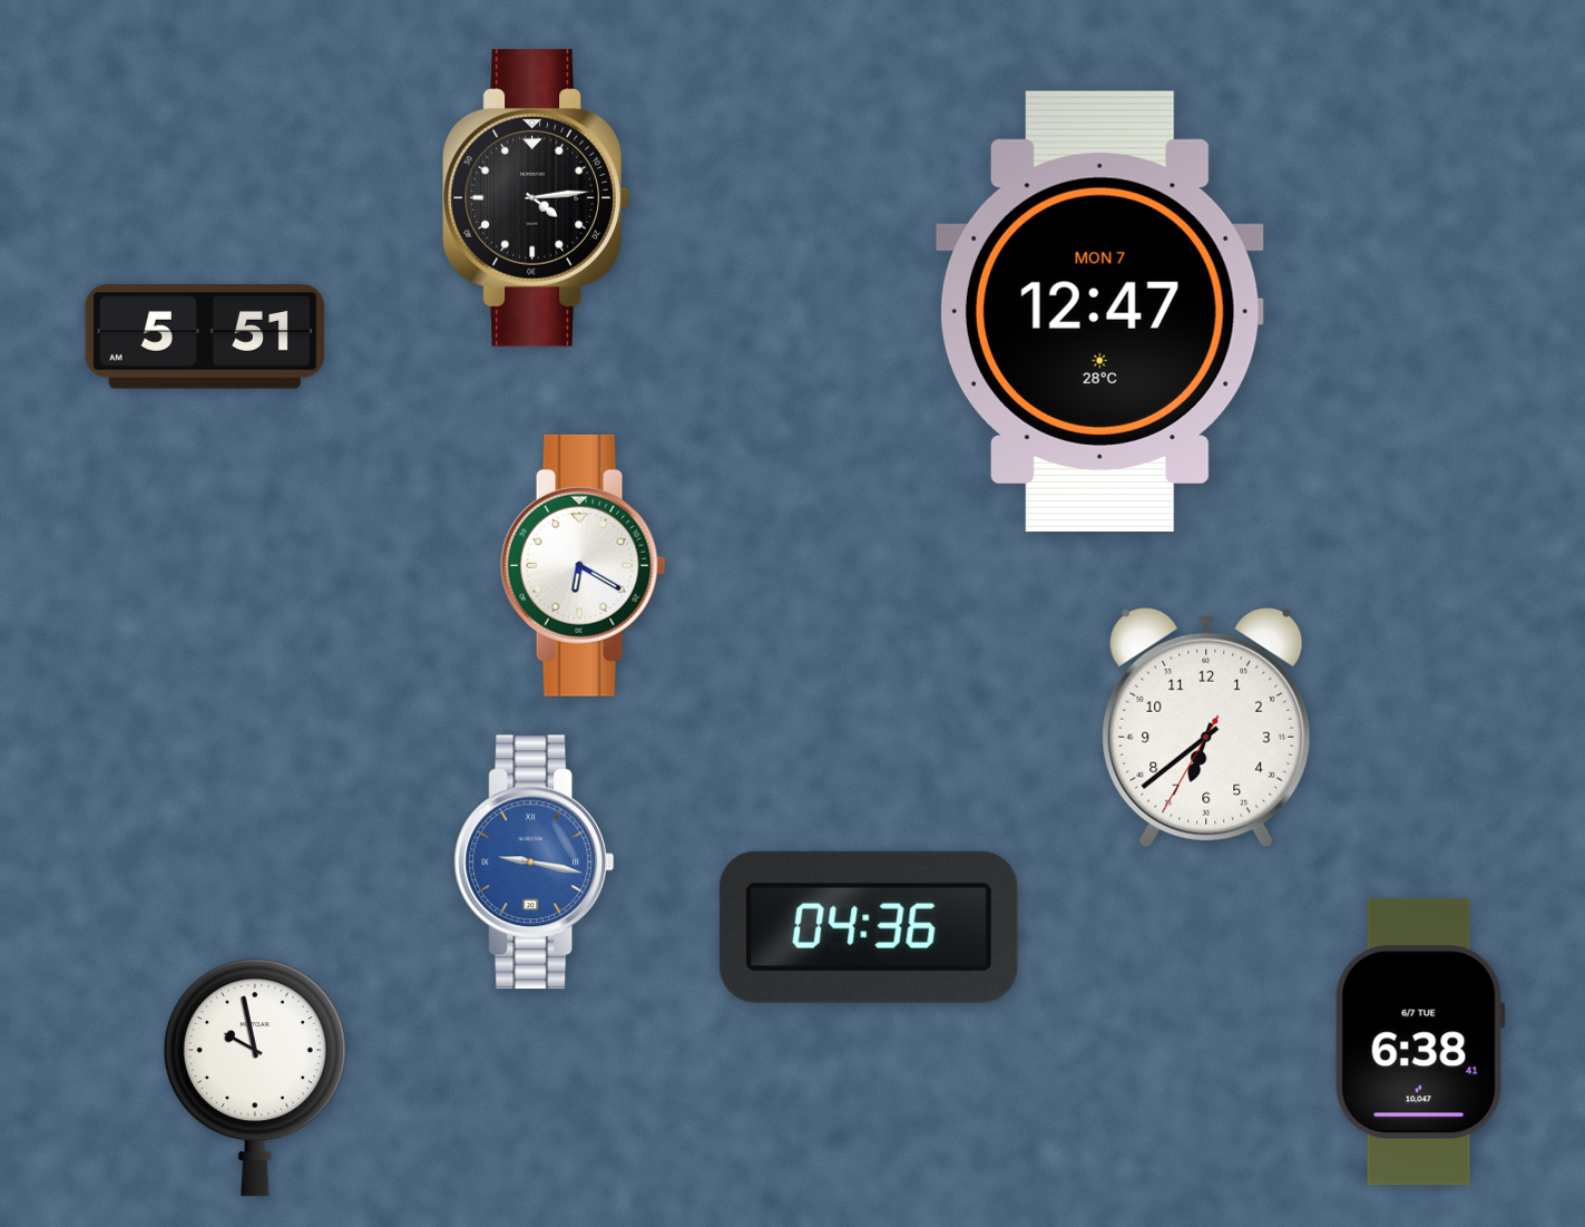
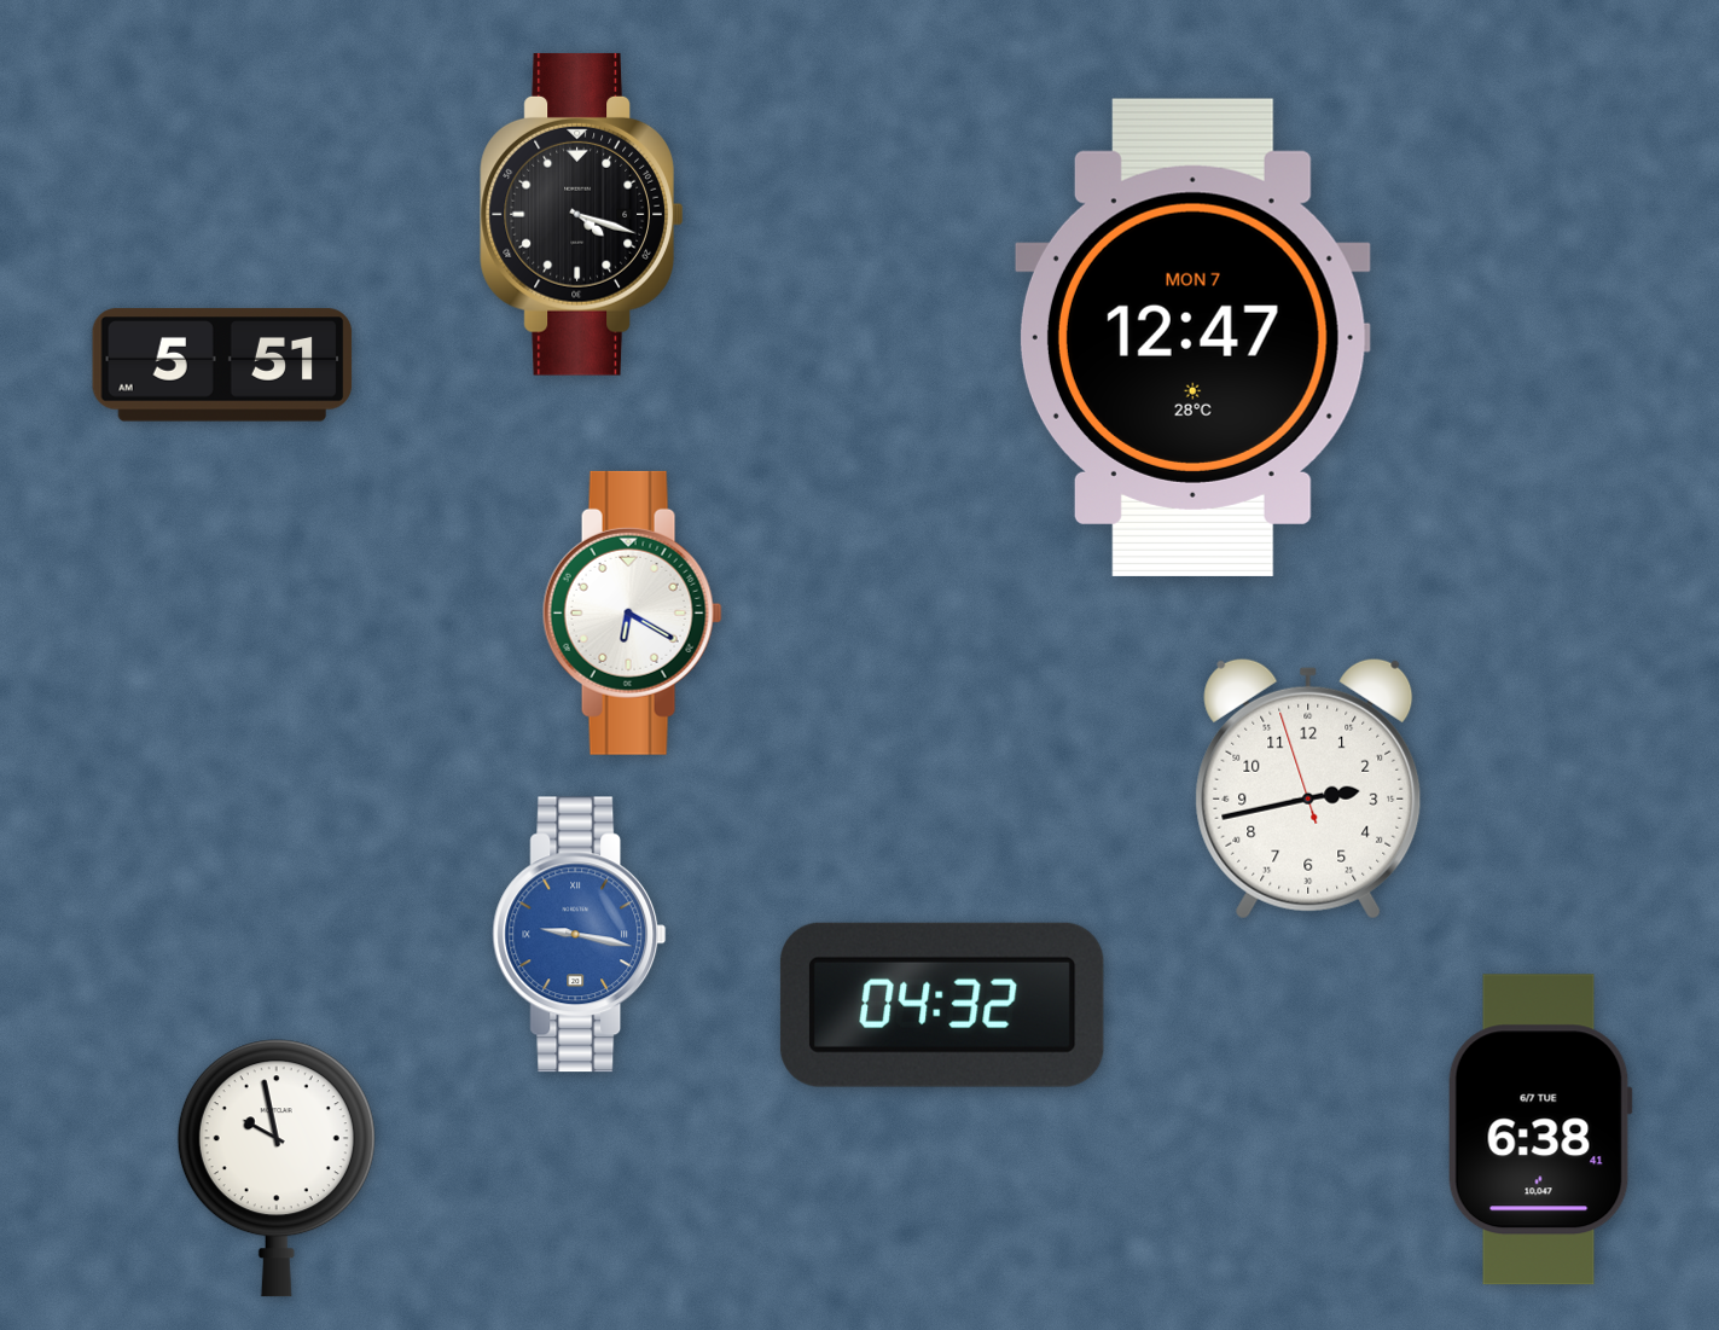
clock at (537, 197): 4:14 -> 4:18
clock at (1206, 728): 6:38 -> 2:42
clock at (869, 927): 04:36 -> 04:32
